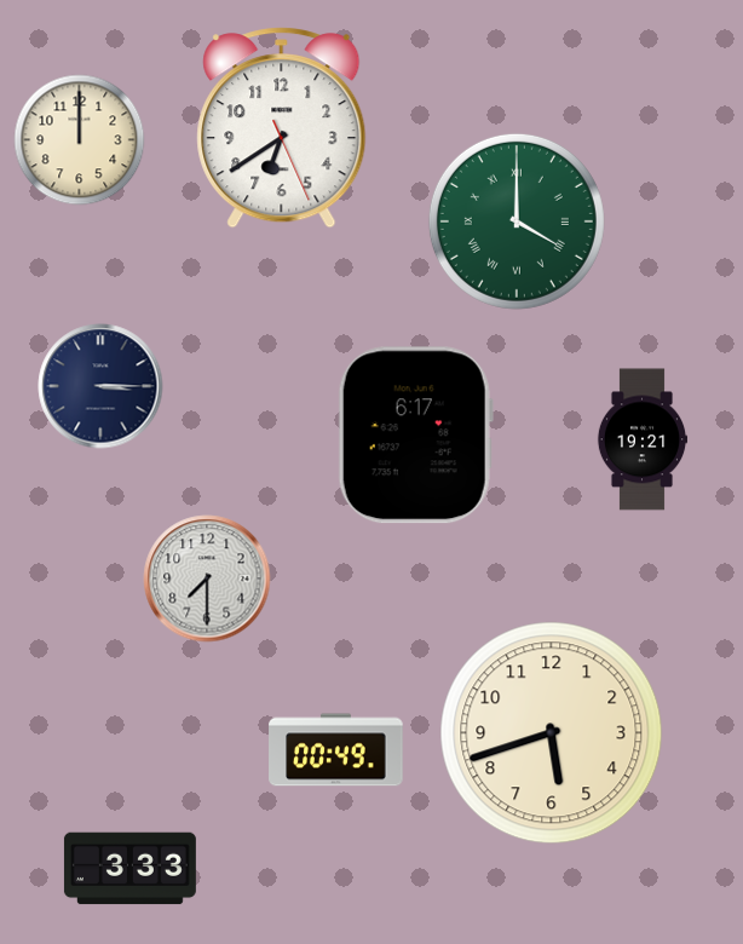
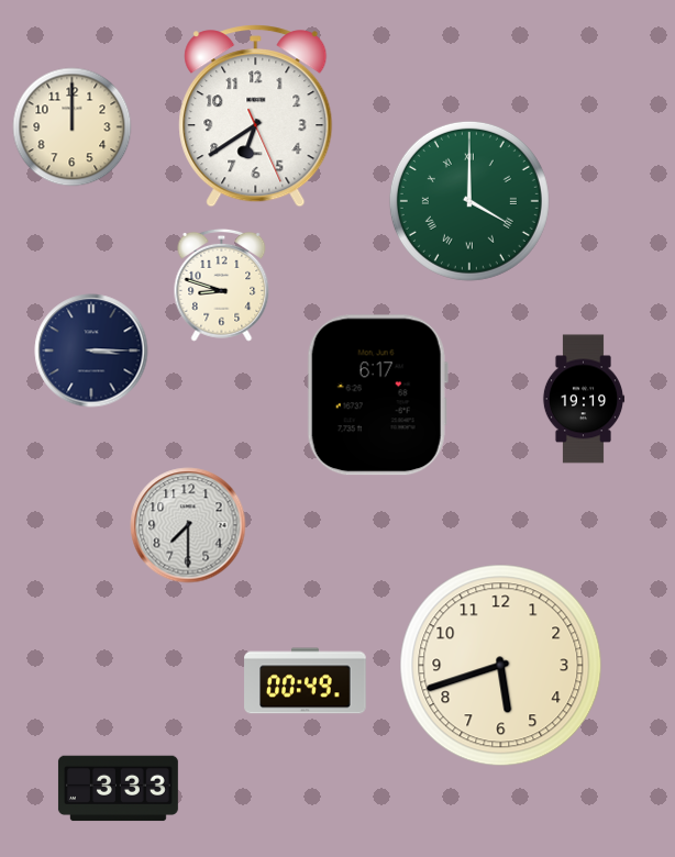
clock at (222, 285): none -> 8:48
clock at (643, 439): 19:21 -> 19:19
